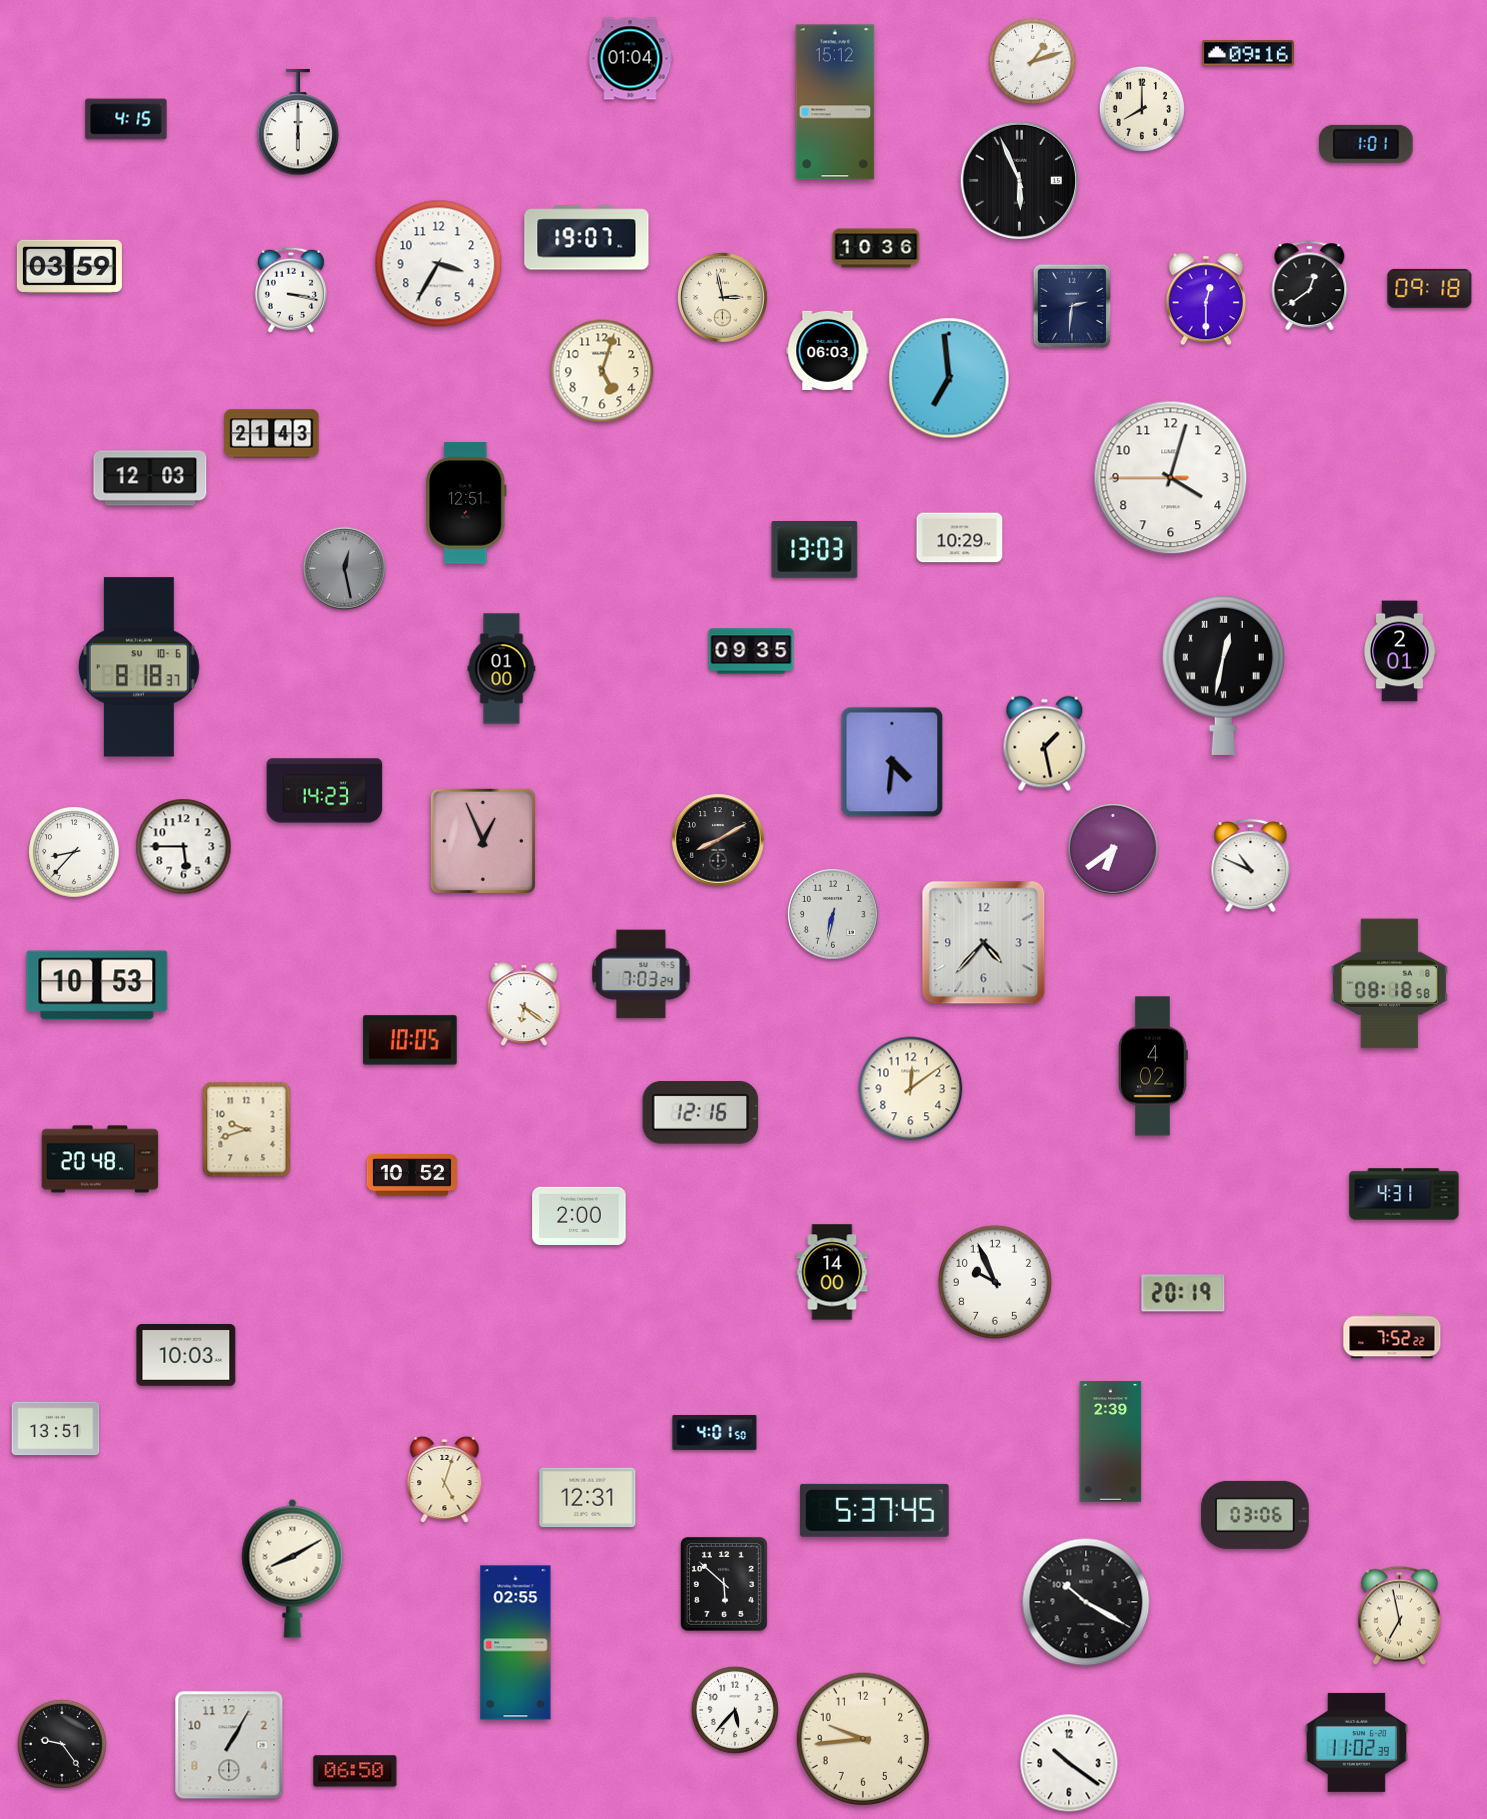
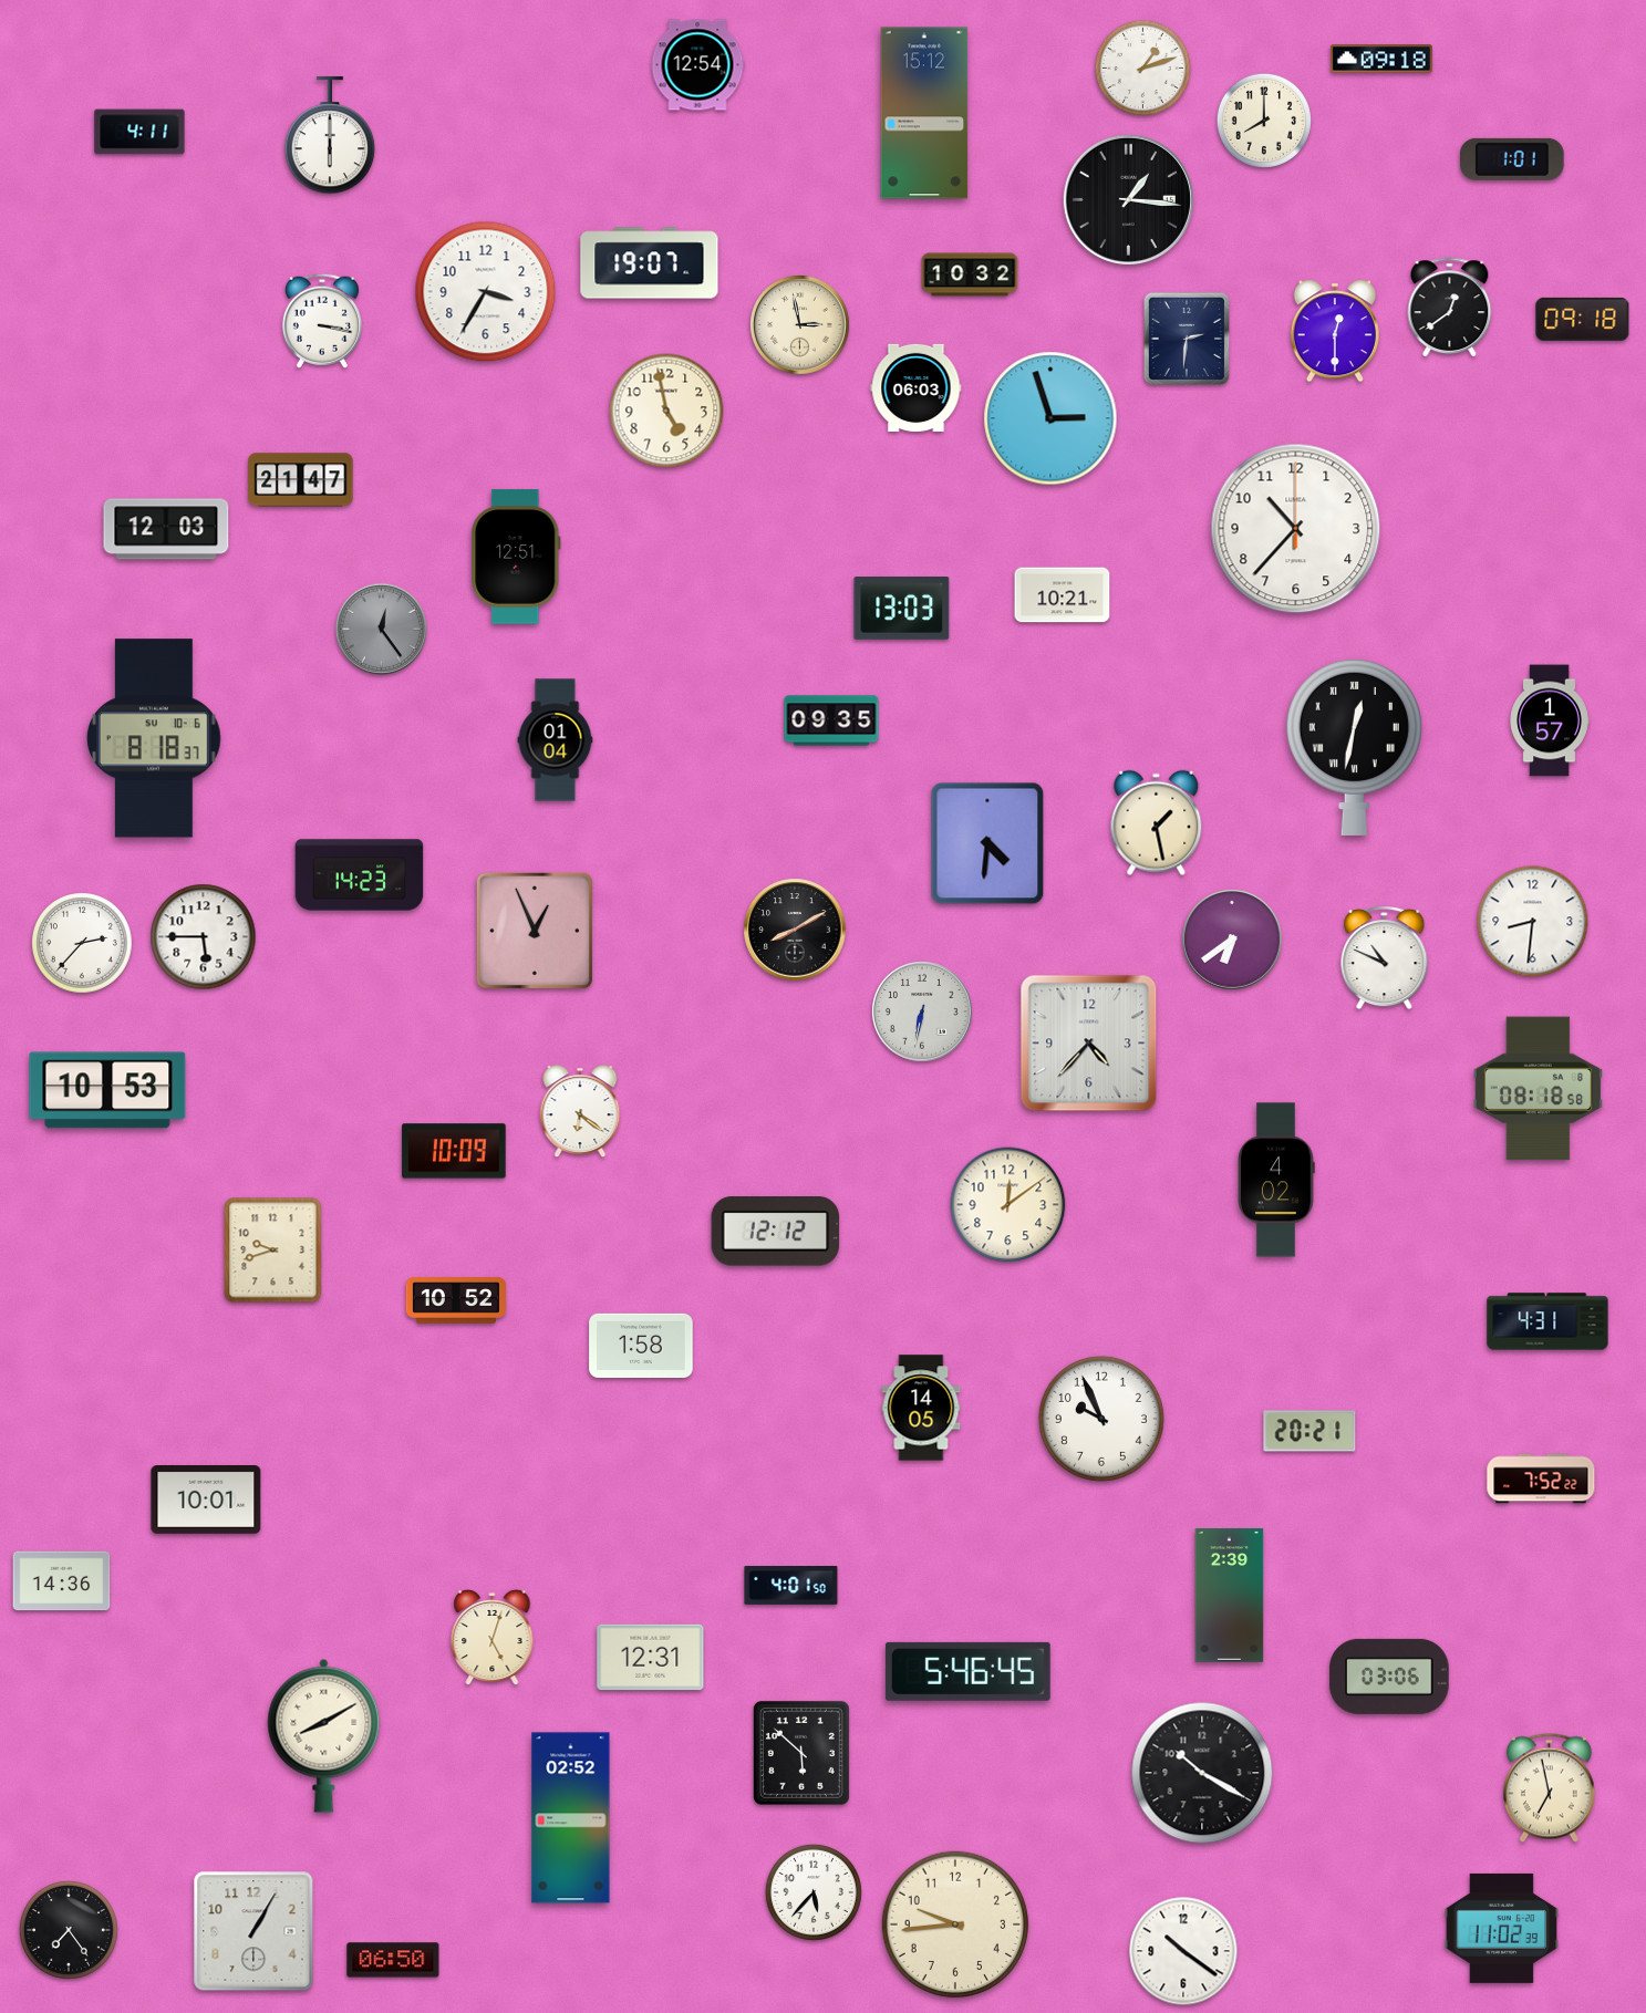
clock at (1248, 53): 09:16 -> 09:18
clock at (630, 59): 01:04 -> 12:54
clock at (126, 119): 4:15 -> 4:11
clock at (1019, 180): 5:56 -> 1:16
clock at (876, 248): 10:36 -> 10:32
clock at (69, 266): 03:59 -> none
clock at (1310, 286) position: (1310, 286) -> (1450, 308)
clock at (723, 298) position: (723, 298) -> (800, 325)
clock at (602, 371): 5:03 -> 4:58
clock at (949, 378): 6:59 -> 2:57
clock at (272, 434): 21:43 -> 21:47
clock at (1171, 478): 4:02 -> 10:37
clock at (960, 538): 10:29 -> 10:21
clock at (344, 568): 12:28 -> 12:24
clock at (1400, 651): 2:01 -> 1:57
clock at (502, 669): 01:00 -> 01:04
clock at (1533, 922): none -> 8:31
clock at (74, 852): 8:37 -> 2:37
clock at (641, 974): 7:03 -> none
clock at (410, 1040): 10:05 -> 10:09
clock at (701, 1113): 12:16 -> 12:12
clock at (100, 1159): 20:48 -> none
clock at (1404, 1194) position: (1404, 1194) -> (1547, 1321)
clock at (579, 1216): 2:00 -> 1:58
clock at (832, 1272): 14:00 -> 14:05
clock at (1183, 1293): 20:19 -> 20:21
clock at (186, 1356): 10:03 -> 10:01
clock at (56, 1429): 13:51 -> 14:36
clock at (874, 1510): 5:37 -> 5:46
clock at (516, 1643): 02:55 -> 02:52
clock at (62, 1744): 9:24 -> 7:24
